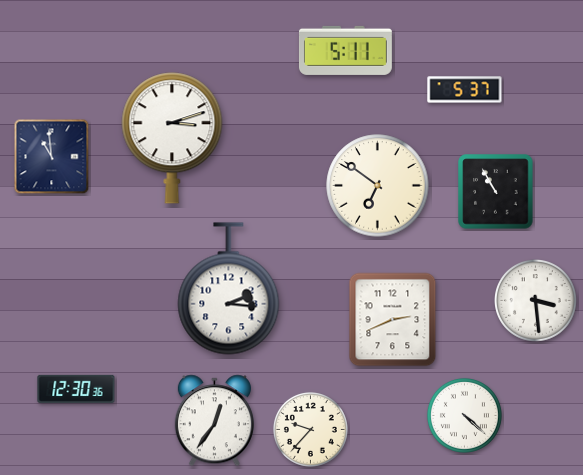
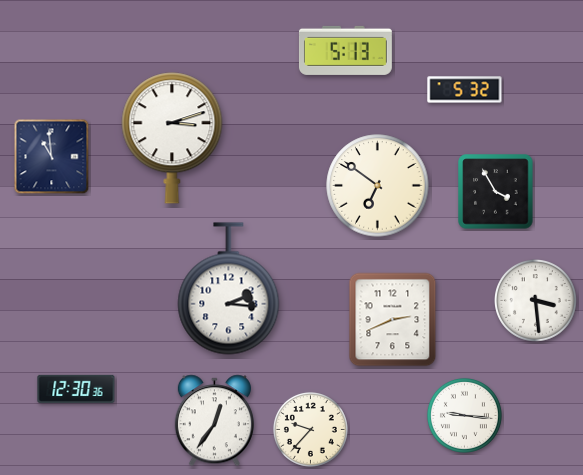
clock at (345, 50): 5:11 -> 5:13
clock at (465, 90): 5:37 -> 5:32
clock at (496, 192): 10:55 -> 3:55
clock at (464, 415): 4:22 -> 9:16
